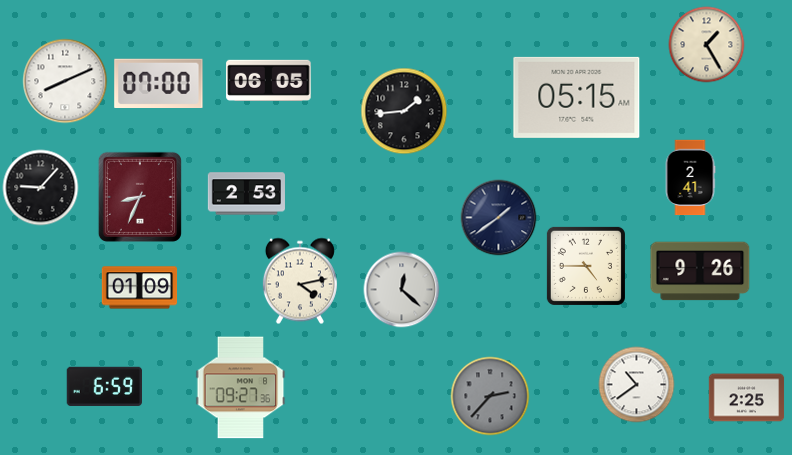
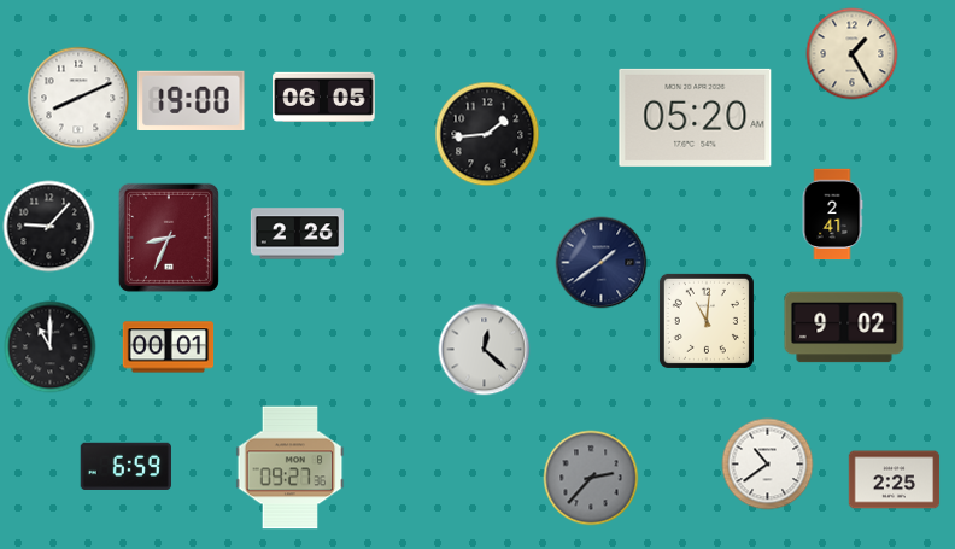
clock at (159, 84): 07:00 -> 19:00
clock at (577, 97): 05:15 -> 05:20
clock at (246, 194): 2:53 -> 2:26
clock at (586, 266): 4:45 -> 11:01
clock at (700, 271): 9:26 -> 9:02
clock at (300, 281): 4:13 -> none
clock at (51, 347): none -> 11:00
clock at (140, 288): 01:09 -> 00:01
clock at (747, 398) position: (747, 398) -> (895, 480)
